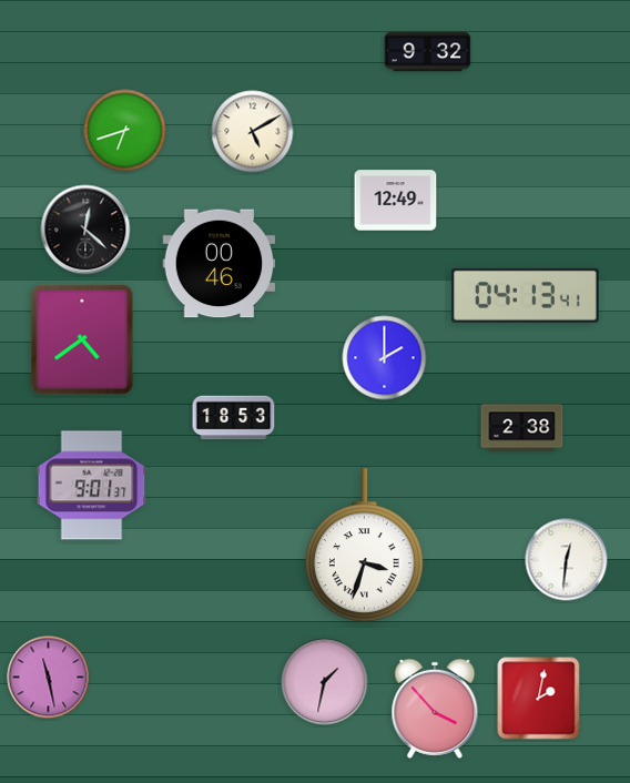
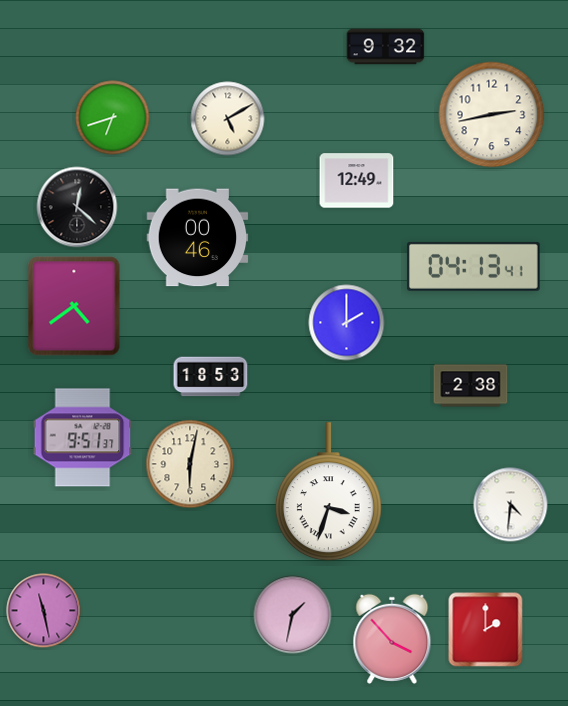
clock at (492, 115): none -> 2:43
clock at (92, 486): 9:01 -> 9:51
clock at (190, 464): none -> 6:02
clock at (567, 560): 12:31 -> 4:31
clock at (539, 699): 2:02 -> 2:00
